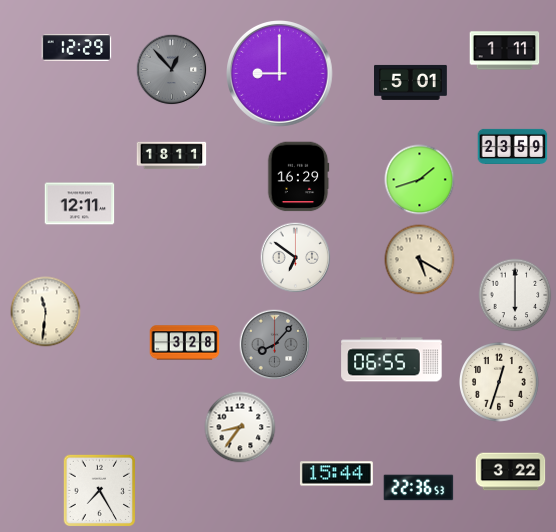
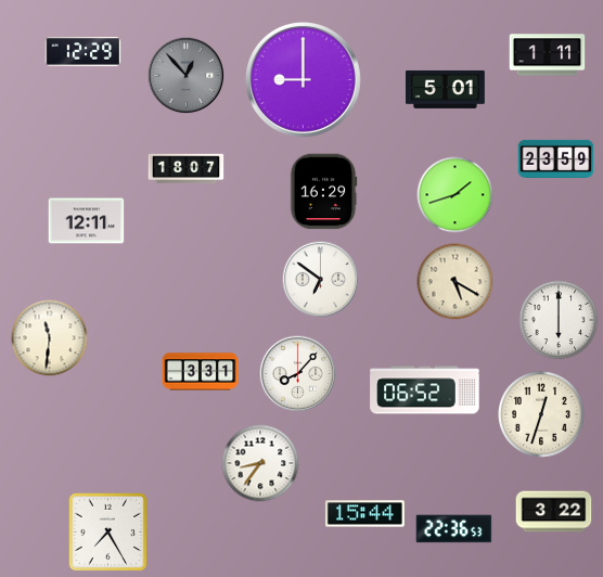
clock at (172, 156): 18:11 -> 18:07
clock at (185, 343): 3:28 -> 3:31
clock at (275, 345) dial: grey -> white
clock at (392, 360): 06:55 -> 06:52
